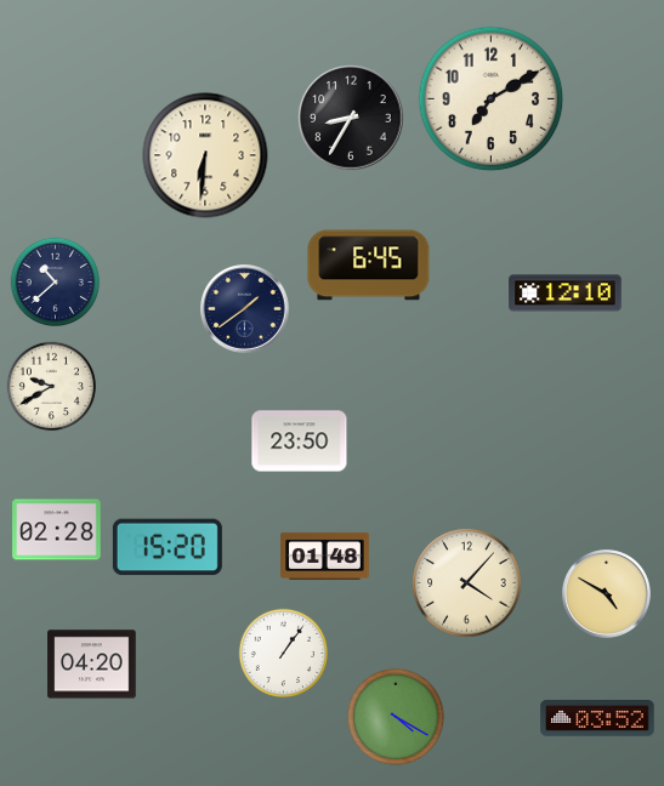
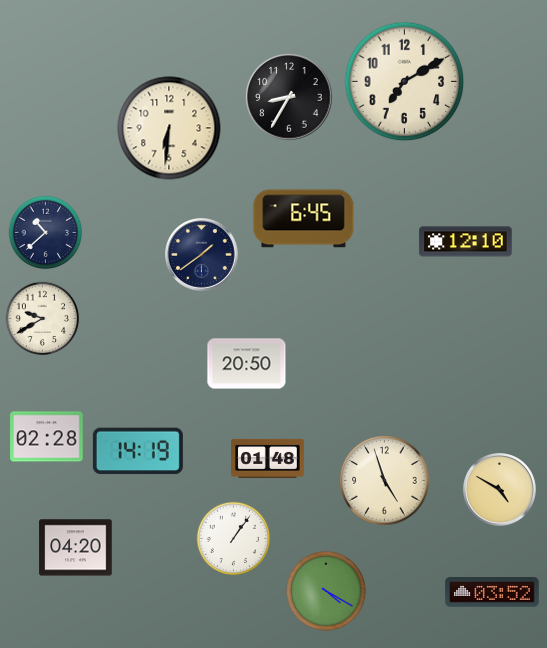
clock at (300, 442): 23:50 -> 20:50
clock at (168, 547): 15:20 -> 14:19
clock at (467, 583): 4:07 -> 4:57
